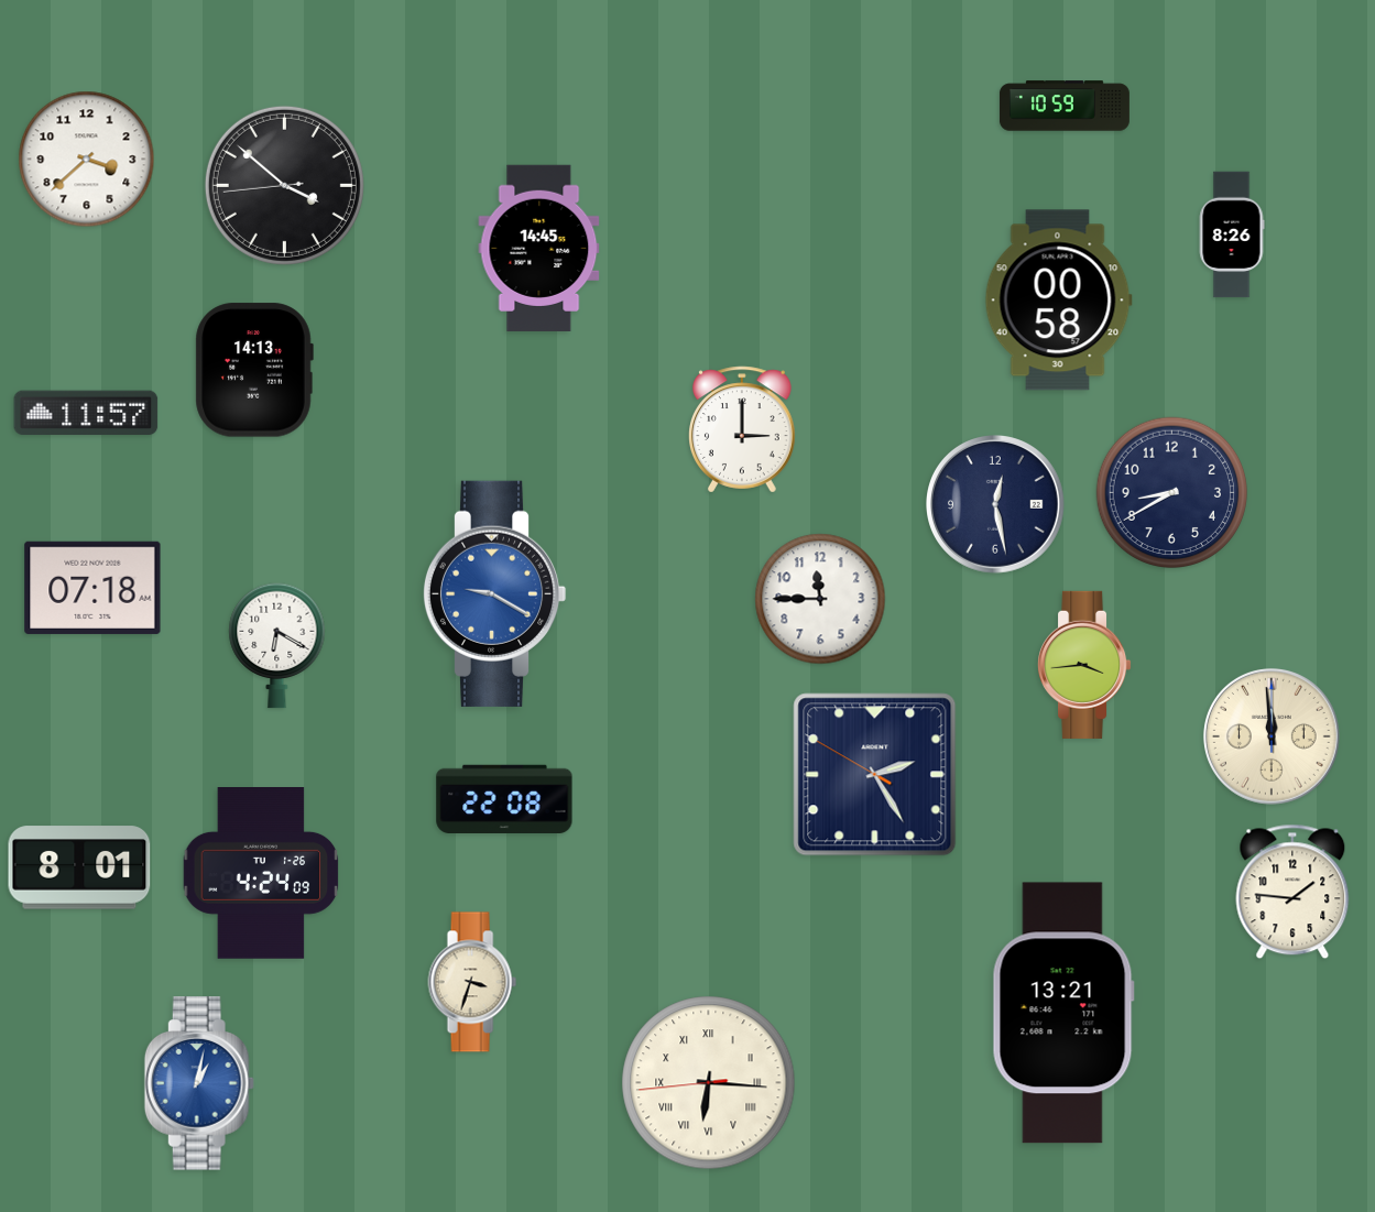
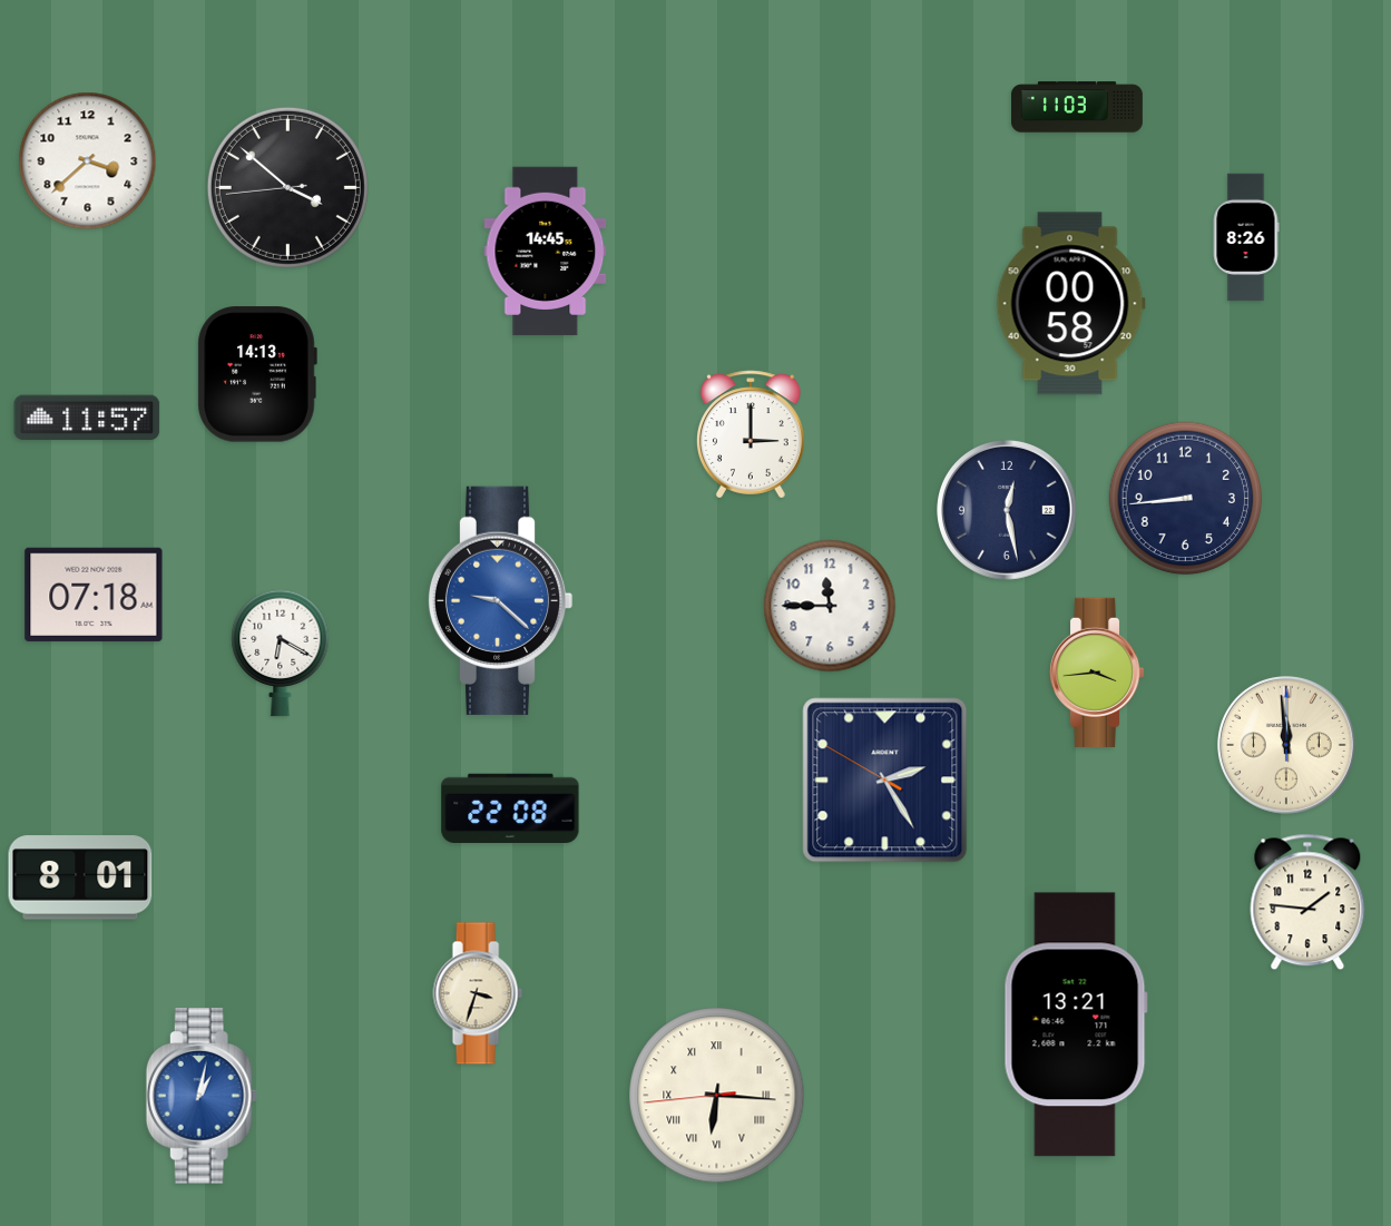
clock at (1065, 106): 10:59 -> 11:03
clock at (1172, 493): 8:40 -> 8:44
clock at (494, 593): 9:20 -> 9:22
clock at (875, 775) position: (875, 775) -> (885, 781)
clock at (261, 874): 4:24 -> none
